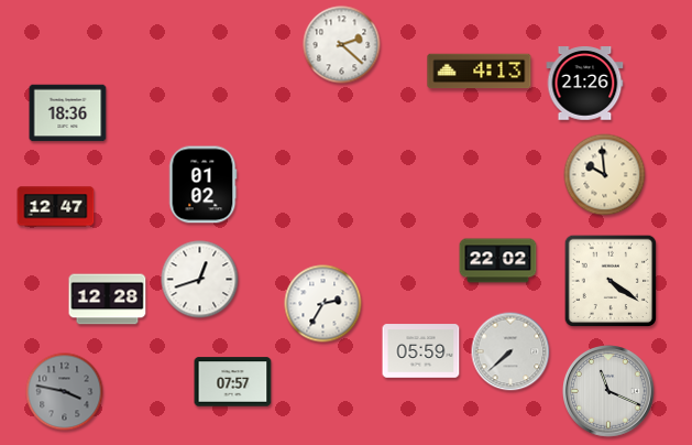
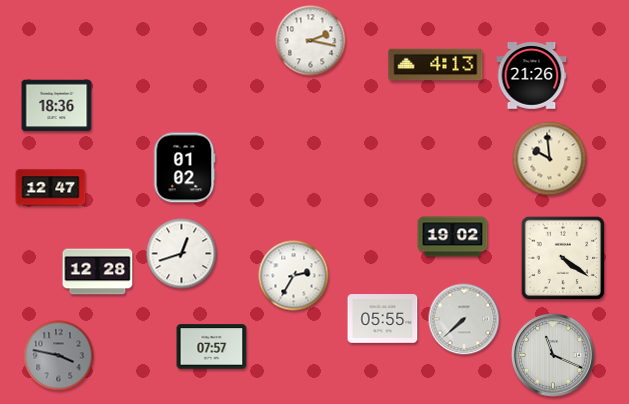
clock at (342, 45): 2:22 -> 2:17
clock at (68, 113) position: (68, 113) -> (57, 106)
clock at (498, 261): 22:02 -> 19:02
clock at (611, 281) position: (611, 281) -> (563, 258)
clock at (421, 351): 05:59 -> 05:55
